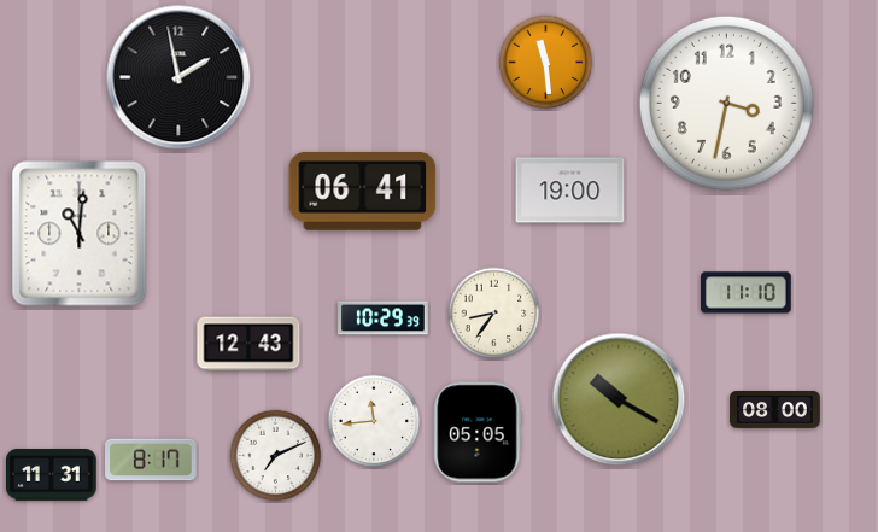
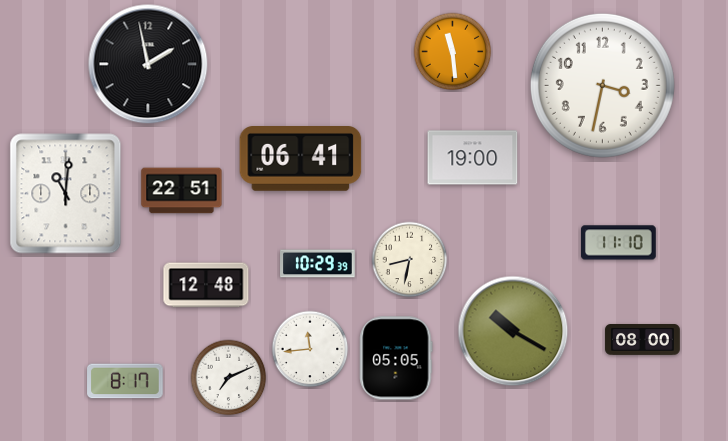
clock at (182, 191): none -> 22:51
clock at (494, 314): 8:36 -> 8:32
clock at (248, 344): 12:43 -> 12:48
clock at (52, 475): 11:31 -> none
